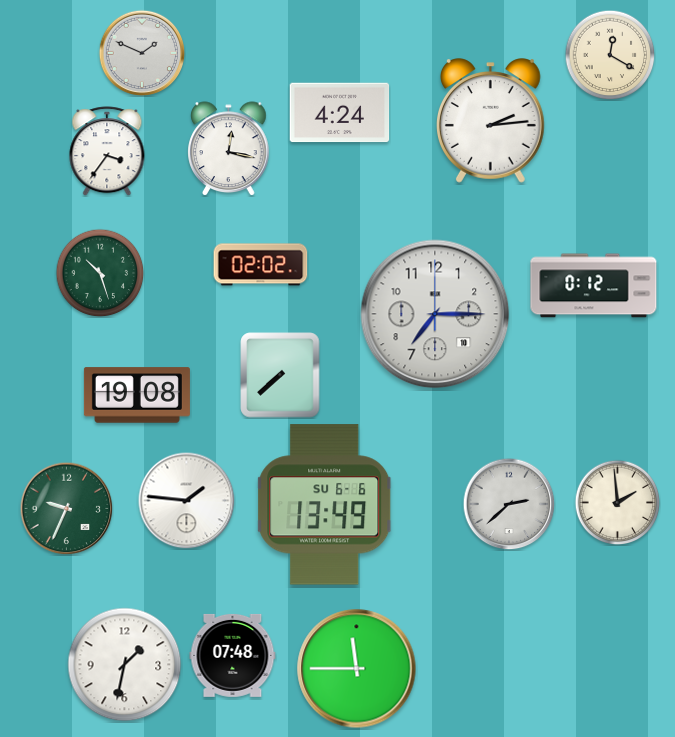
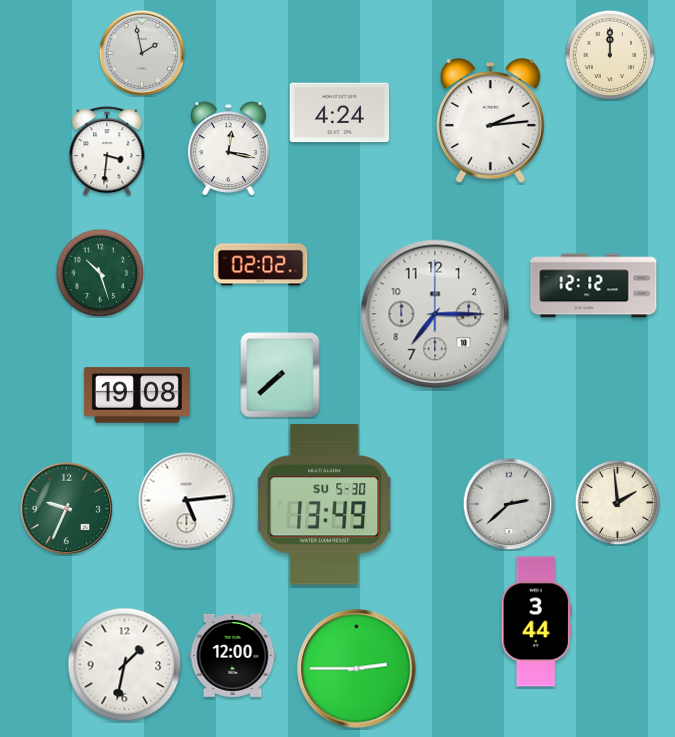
clock at (141, 52): 1:49 -> 1:58
clock at (610, 55): 12:20 -> 12:00
clock at (107, 151): 3:36 -> 3:31
clock at (594, 286): 0:12 -> 12:12
clock at (187, 501): 1:46 -> 5:14
clock at (325, 505) date: SU 6-6 -> SU 5-30
clock at (536, 622): none -> 3:44
clock at (233, 655): 07:48 -> 12:00
clock at (357, 669): 11:45 -> 2:45
